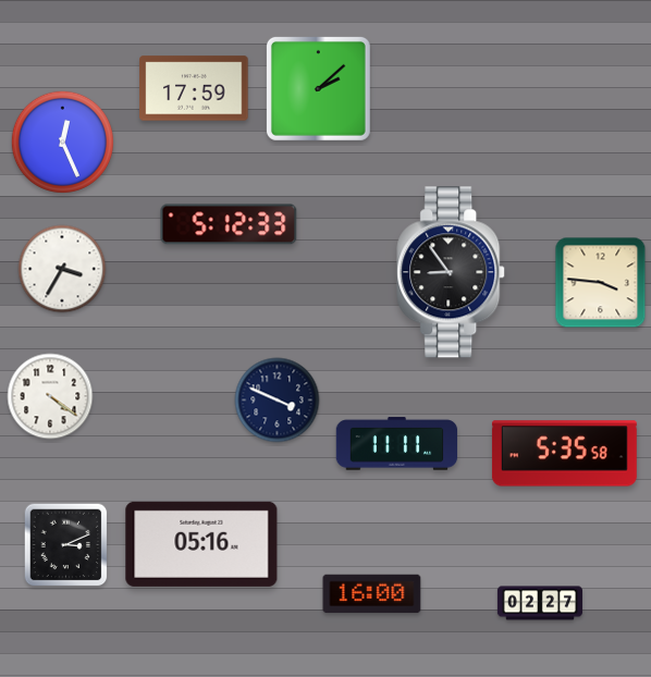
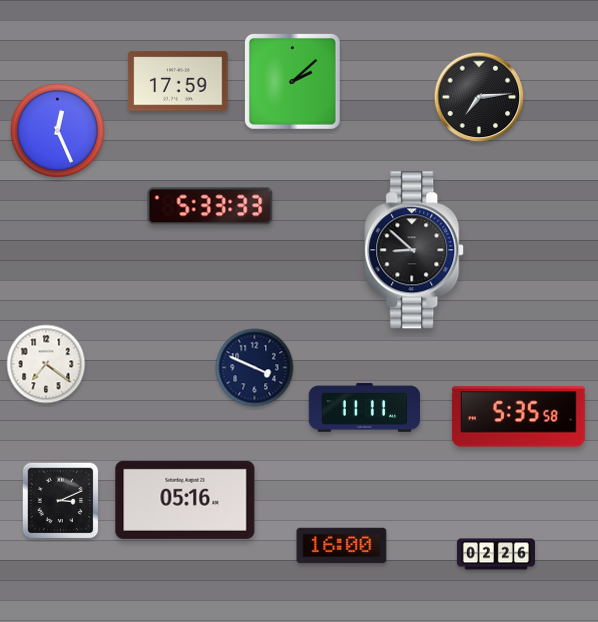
clock at (479, 97): none -> 7:14
clock at (229, 224): 5:12 -> 5:33
clock at (62, 269): 3:35 -> none
clock at (452, 272): 8:54 -> 8:52
clock at (601, 283): 3:46 -> none
clock at (50, 396): 4:21 -> 7:21
clock at (540, 603): 02:27 -> 02:26
